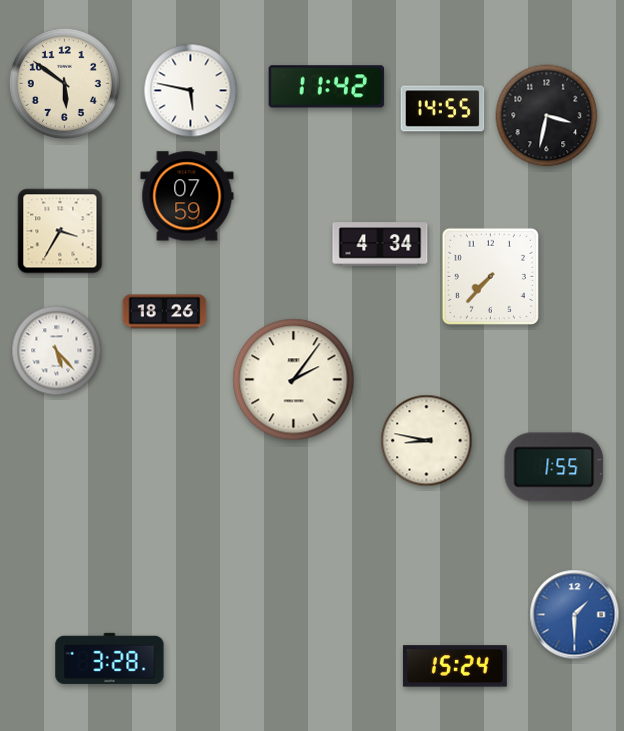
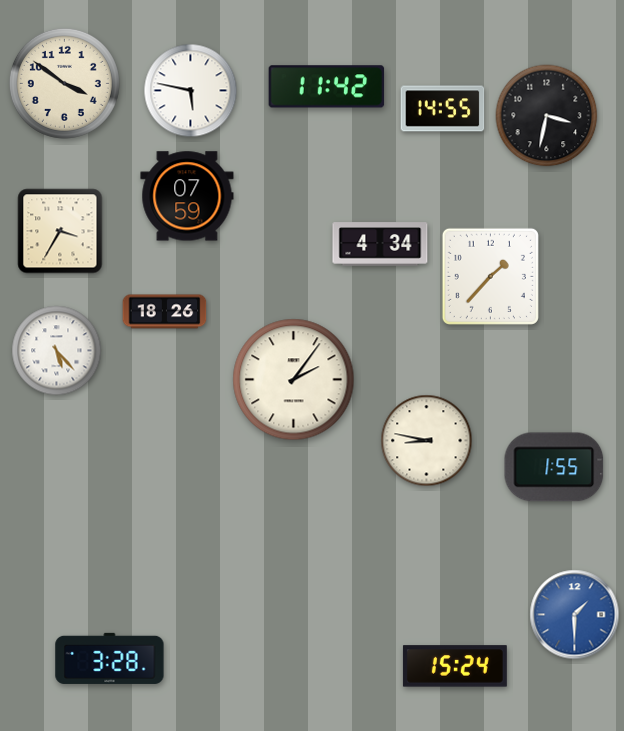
clock at (64, 83): 5:51 -> 3:51
clock at (490, 276): 7:37 -> 1:37
